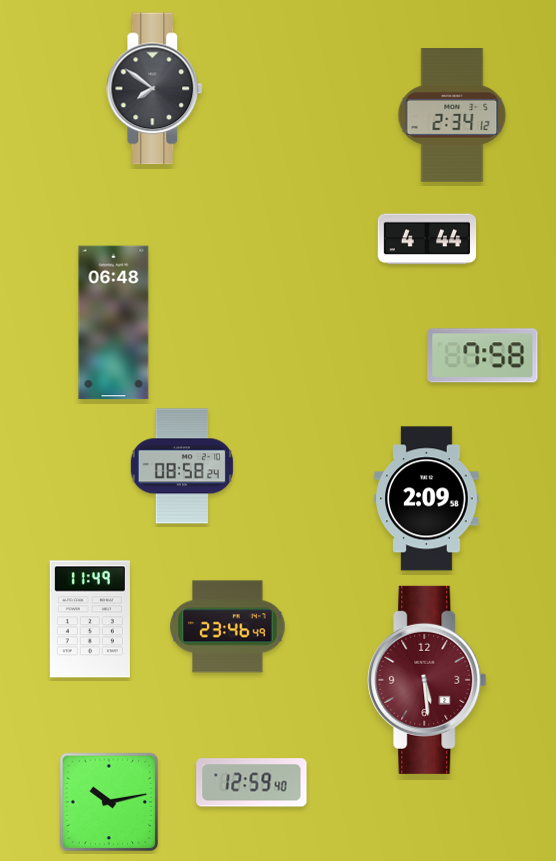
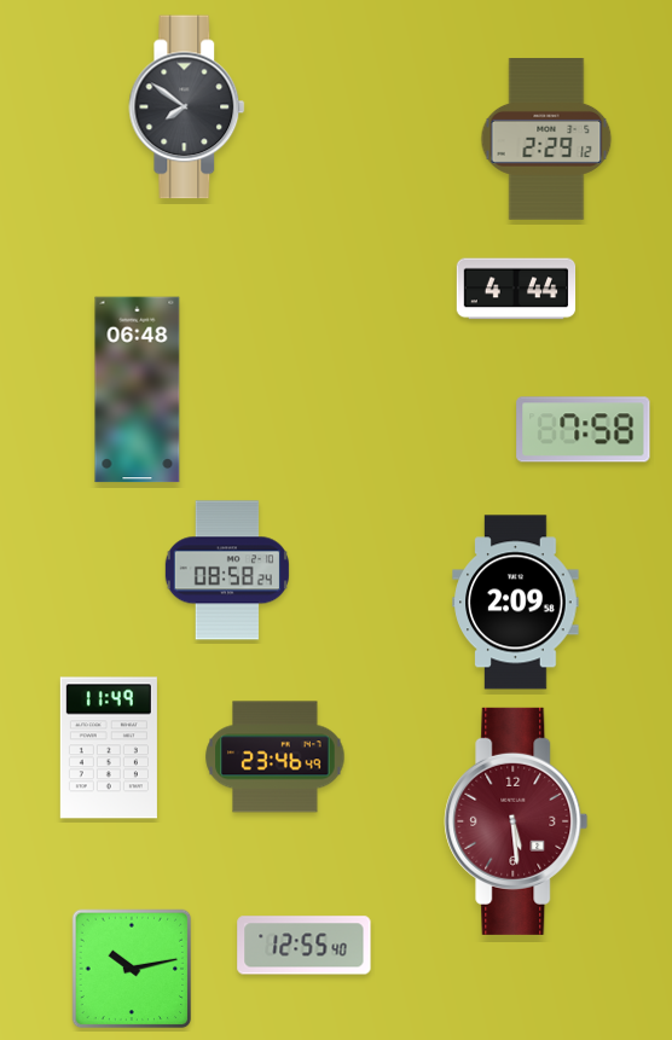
clock at (452, 116): 2:34 -> 2:29
clock at (182, 466) position: (182, 466) -> (227, 570)
clock at (252, 783): 12:59 -> 12:55
